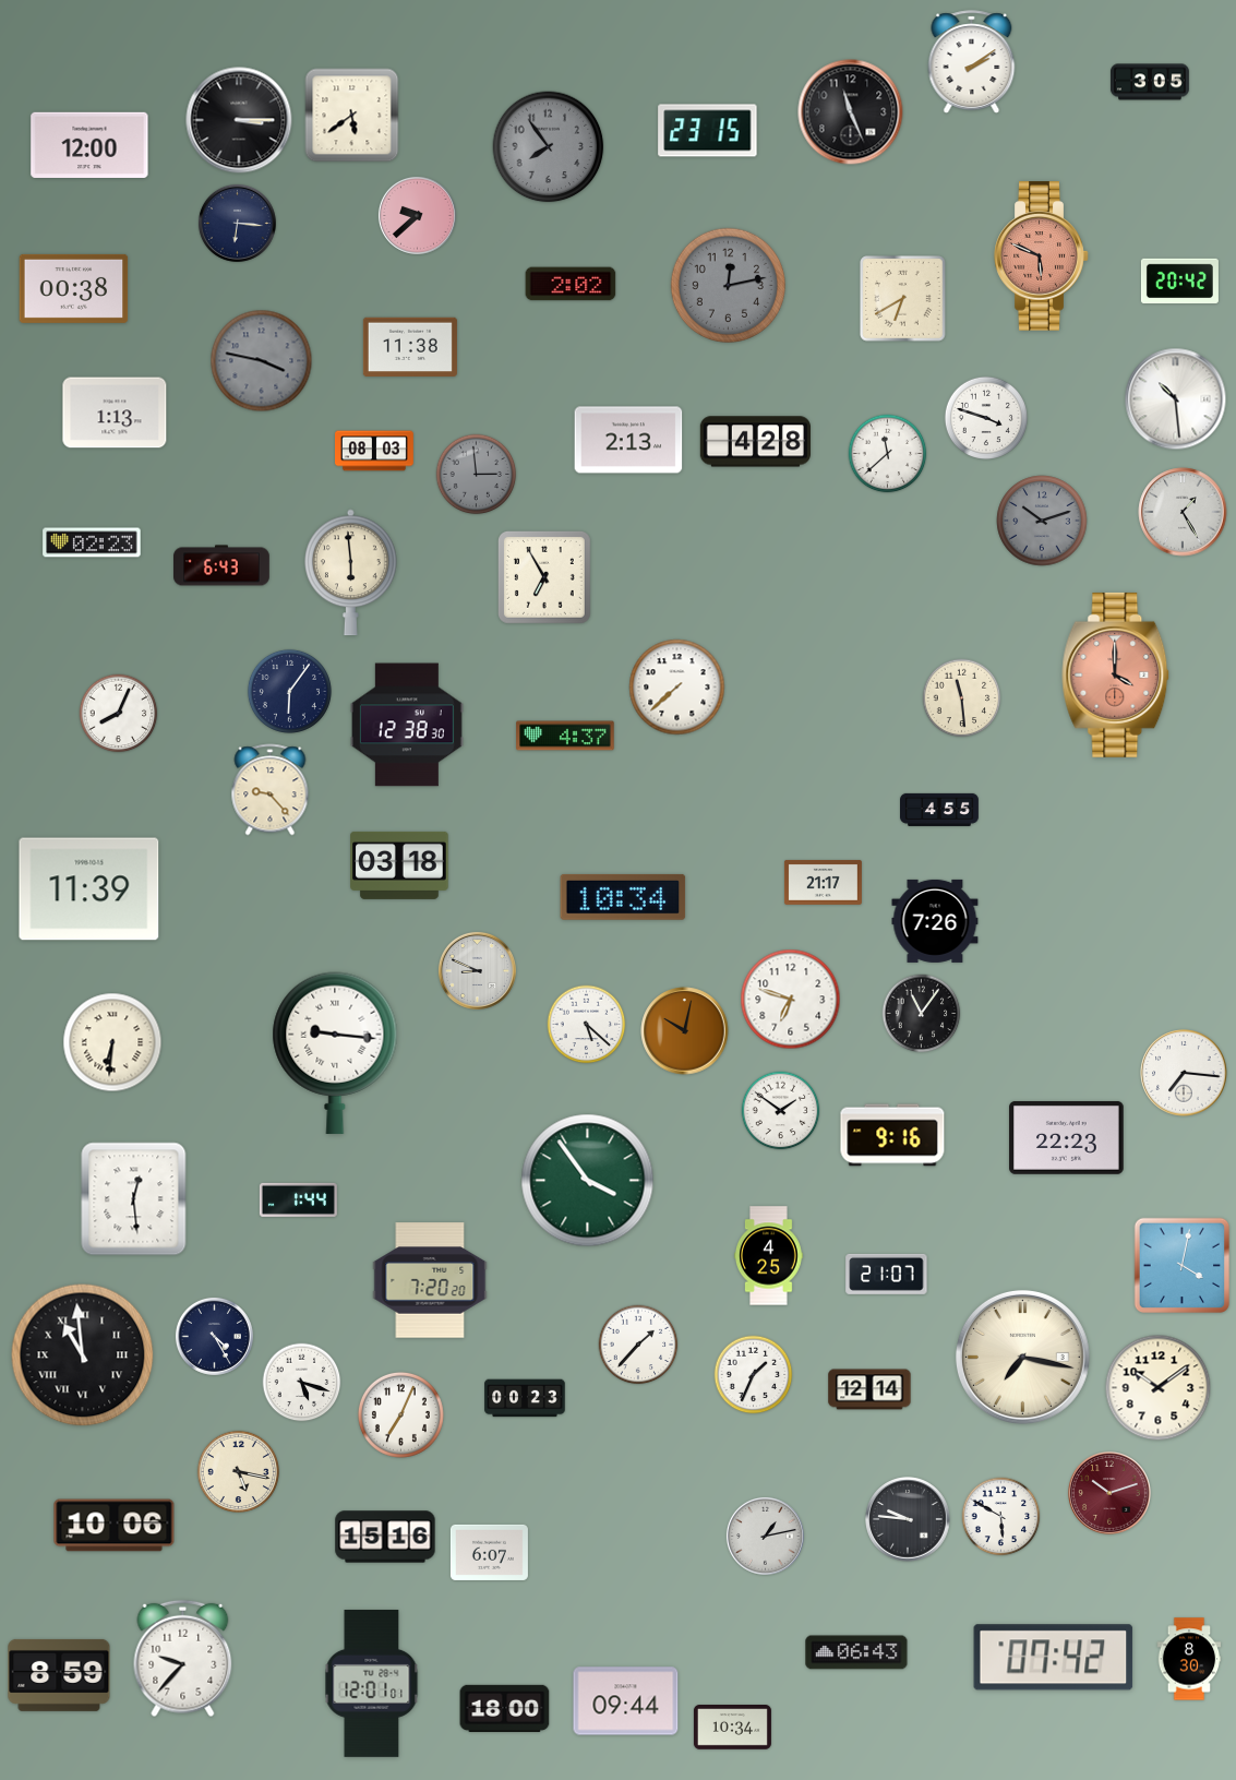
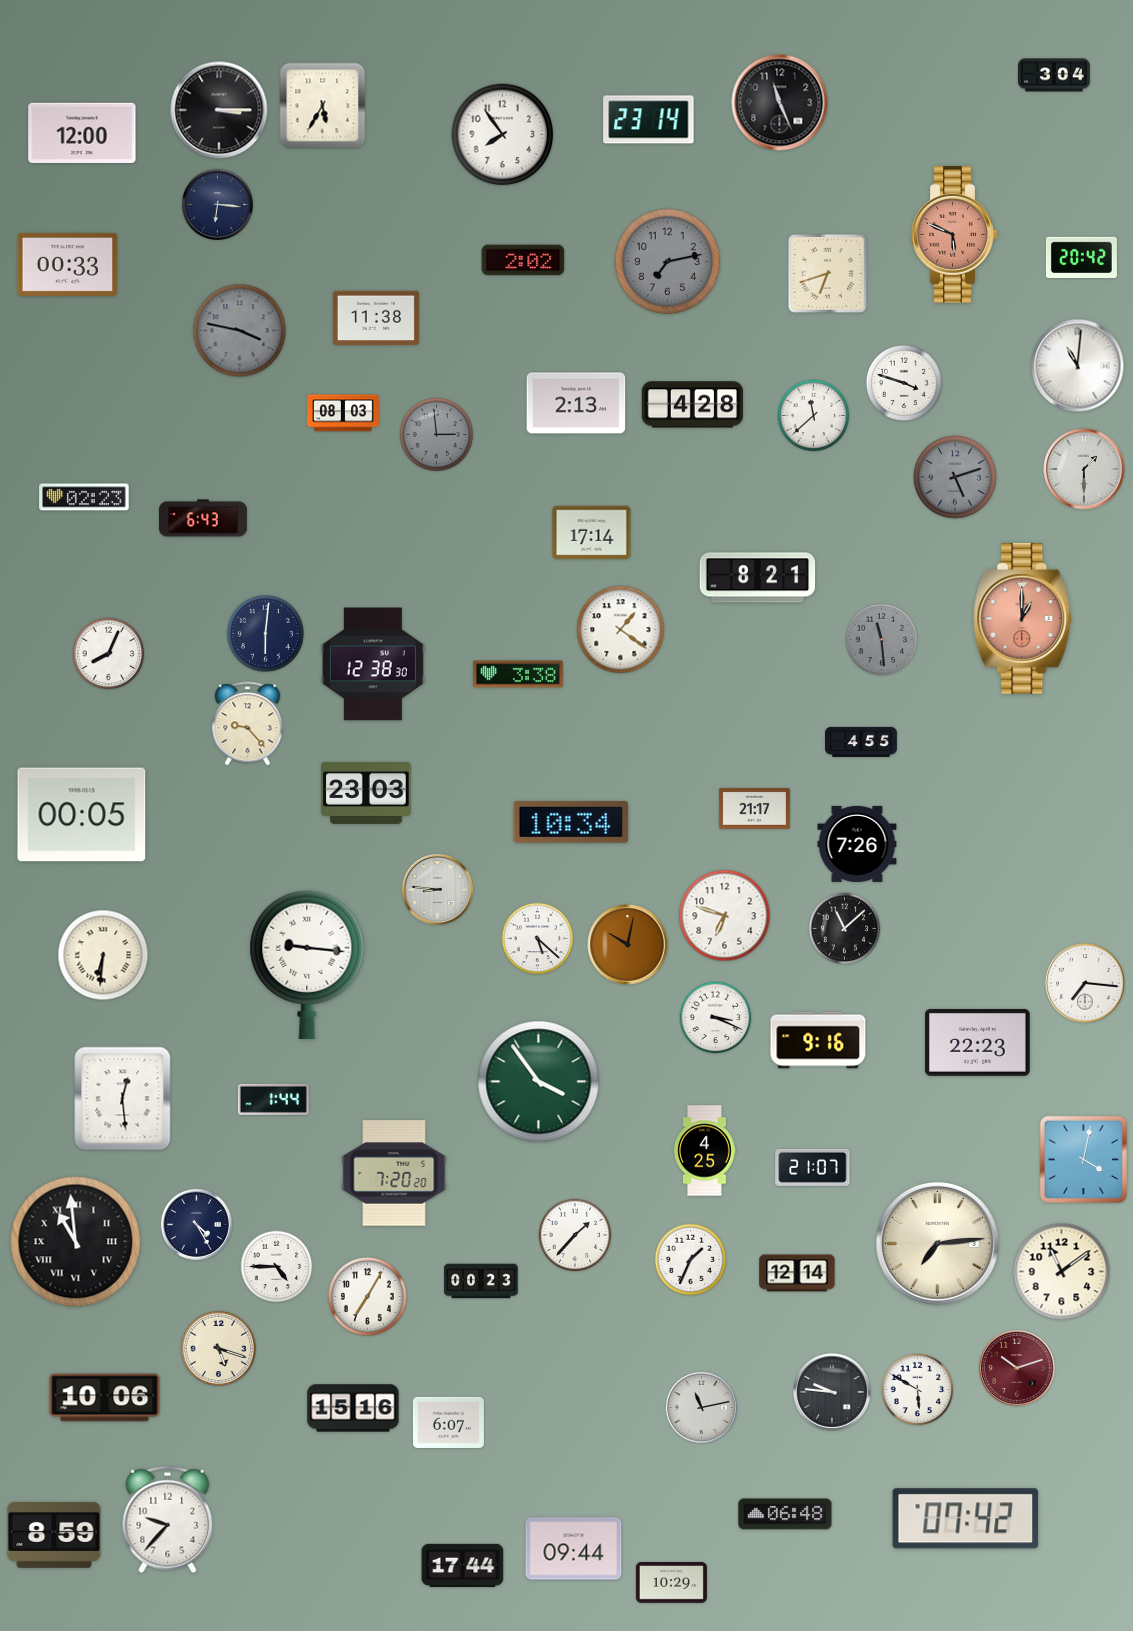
clock at (972, 62): 2:09 -> none
clock at (1150, 82): 3:05 -> 3:04
clock at (352, 116): 5:39 -> 5:35
clock at (708, 131): 23:15 -> 23:14
clock at (549, 147) dial: grey -> white
clock at (417, 215): 9:38 -> none
clock at (728, 285): 12:13 -> 7:13
clock at (74, 288): 00:38 -> 00:33
clock at (903, 299): 6:40 -> 6:42
clock at (1176, 399): 10:29 -> 11:01
clock at (115, 413): 1:13 -> none
clock at (1183, 512): 1:25 -> 1:30
clock at (1042, 521): 10:12 -> 5:12
clock at (351, 573): 5:59 -> none
clock at (544, 577): 6:55 -> none
clock at (592, 533): none -> 17:14
clock at (758, 578): none -> 8:21
clock at (1116, 674): 4:00 -> 1:00
clock at (677, 688): 7:38 -> 1:21
clock at (289, 691): 6:06 -> 6:01
clock at (962, 698) dial: cream -> grey
clock at (565, 736): 4:37 -> 3:38
clock at (399, 865): 03:18 -> 23:03
clock at (89, 889): 11:39 -> 00:05
clock at (477, 970): 8:49 -> 8:46
clock at (922, 1014): 11:06 -> 11:08
clock at (781, 1111): 1:51 -> 3:19
clock at (638, 1345) position: (638, 1345) -> (575, 1235)
clock at (1022, 1357): 7:17 -> 7:14
clock at (302, 1383): 5:18 -> 4:45
clock at (1159, 1388): 10:09 -> 11:09
clock at (400, 1414): 7:04 -> 7:05
clock at (238, 1471): 5:17 -> 5:18
clock at (765, 1536): 1:13 -> 11:13
clock at (856, 1652): 06:43 -> 06:48
clock at (1189, 1659): 8:30 -> none
clock at (372, 1683): 12:01 -> none
clock at (626, 1701) position: (626, 1701) -> (574, 1549)
clock at (505, 1708): 18:00 -> 17:44
clock at (732, 1728): 10:34 -> 10:29
